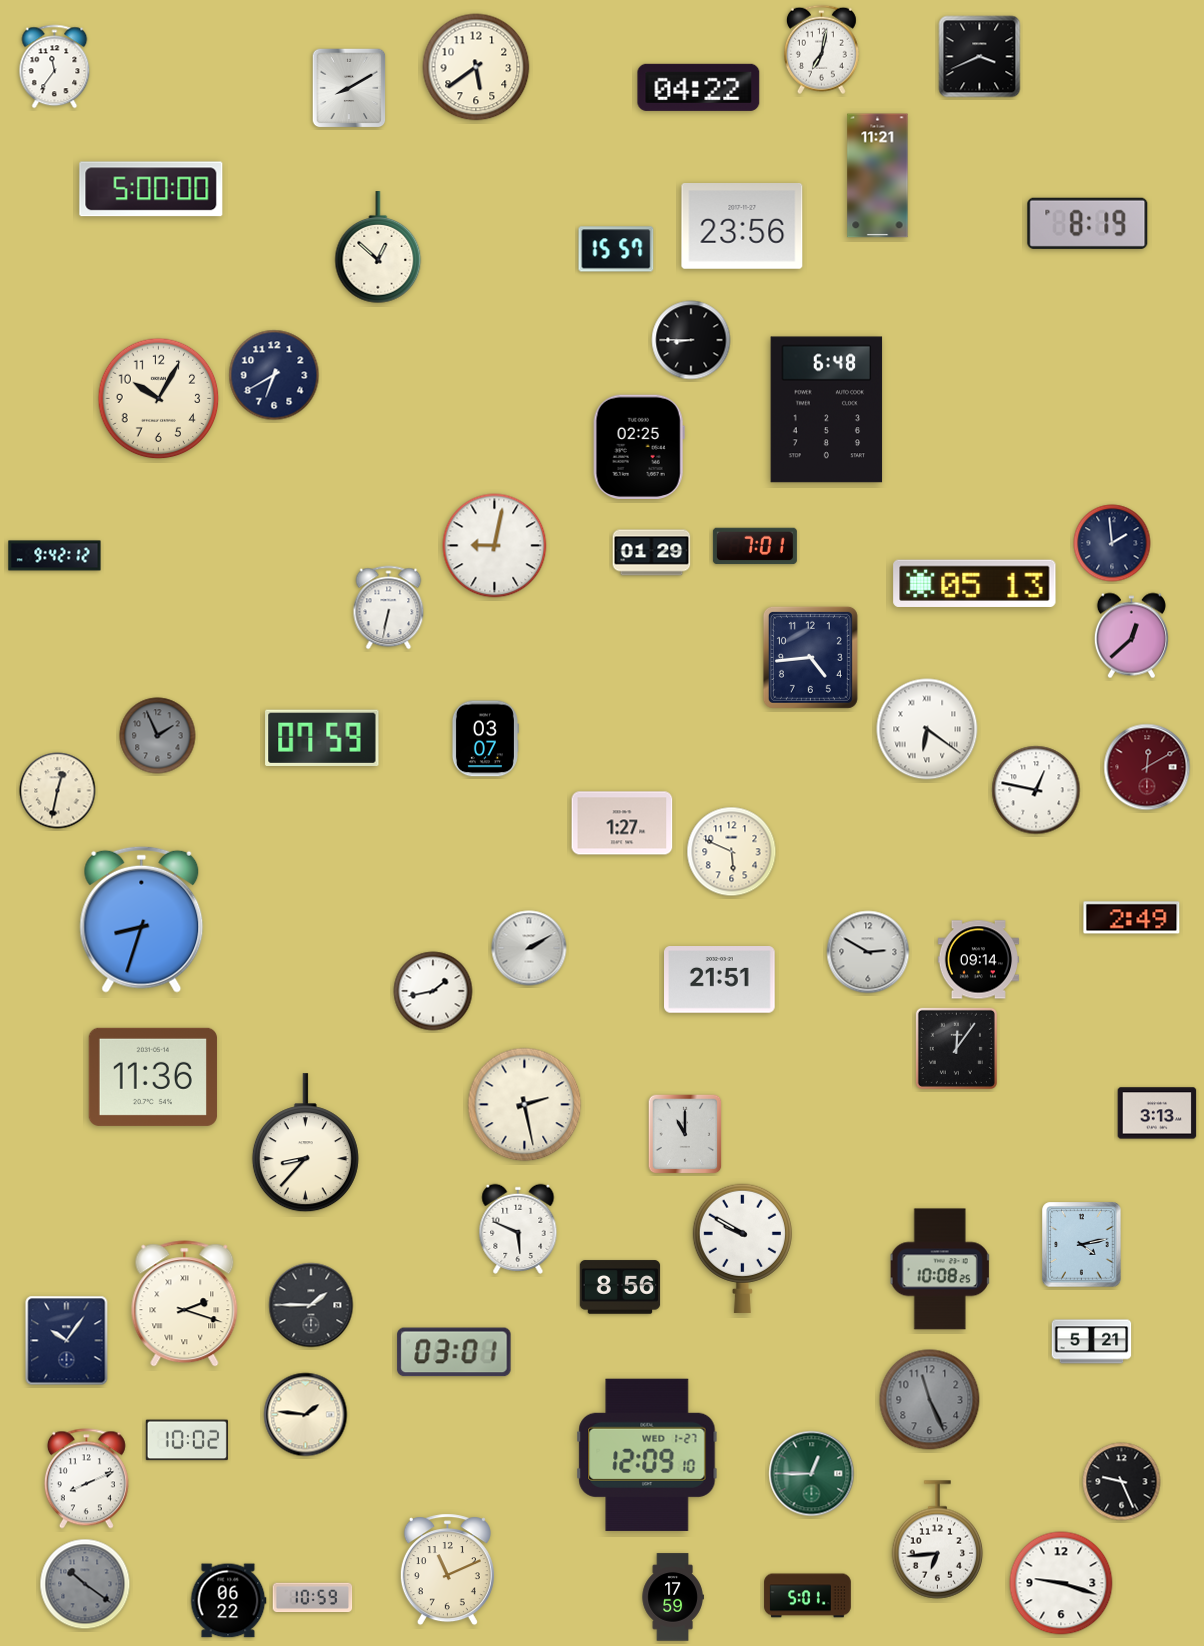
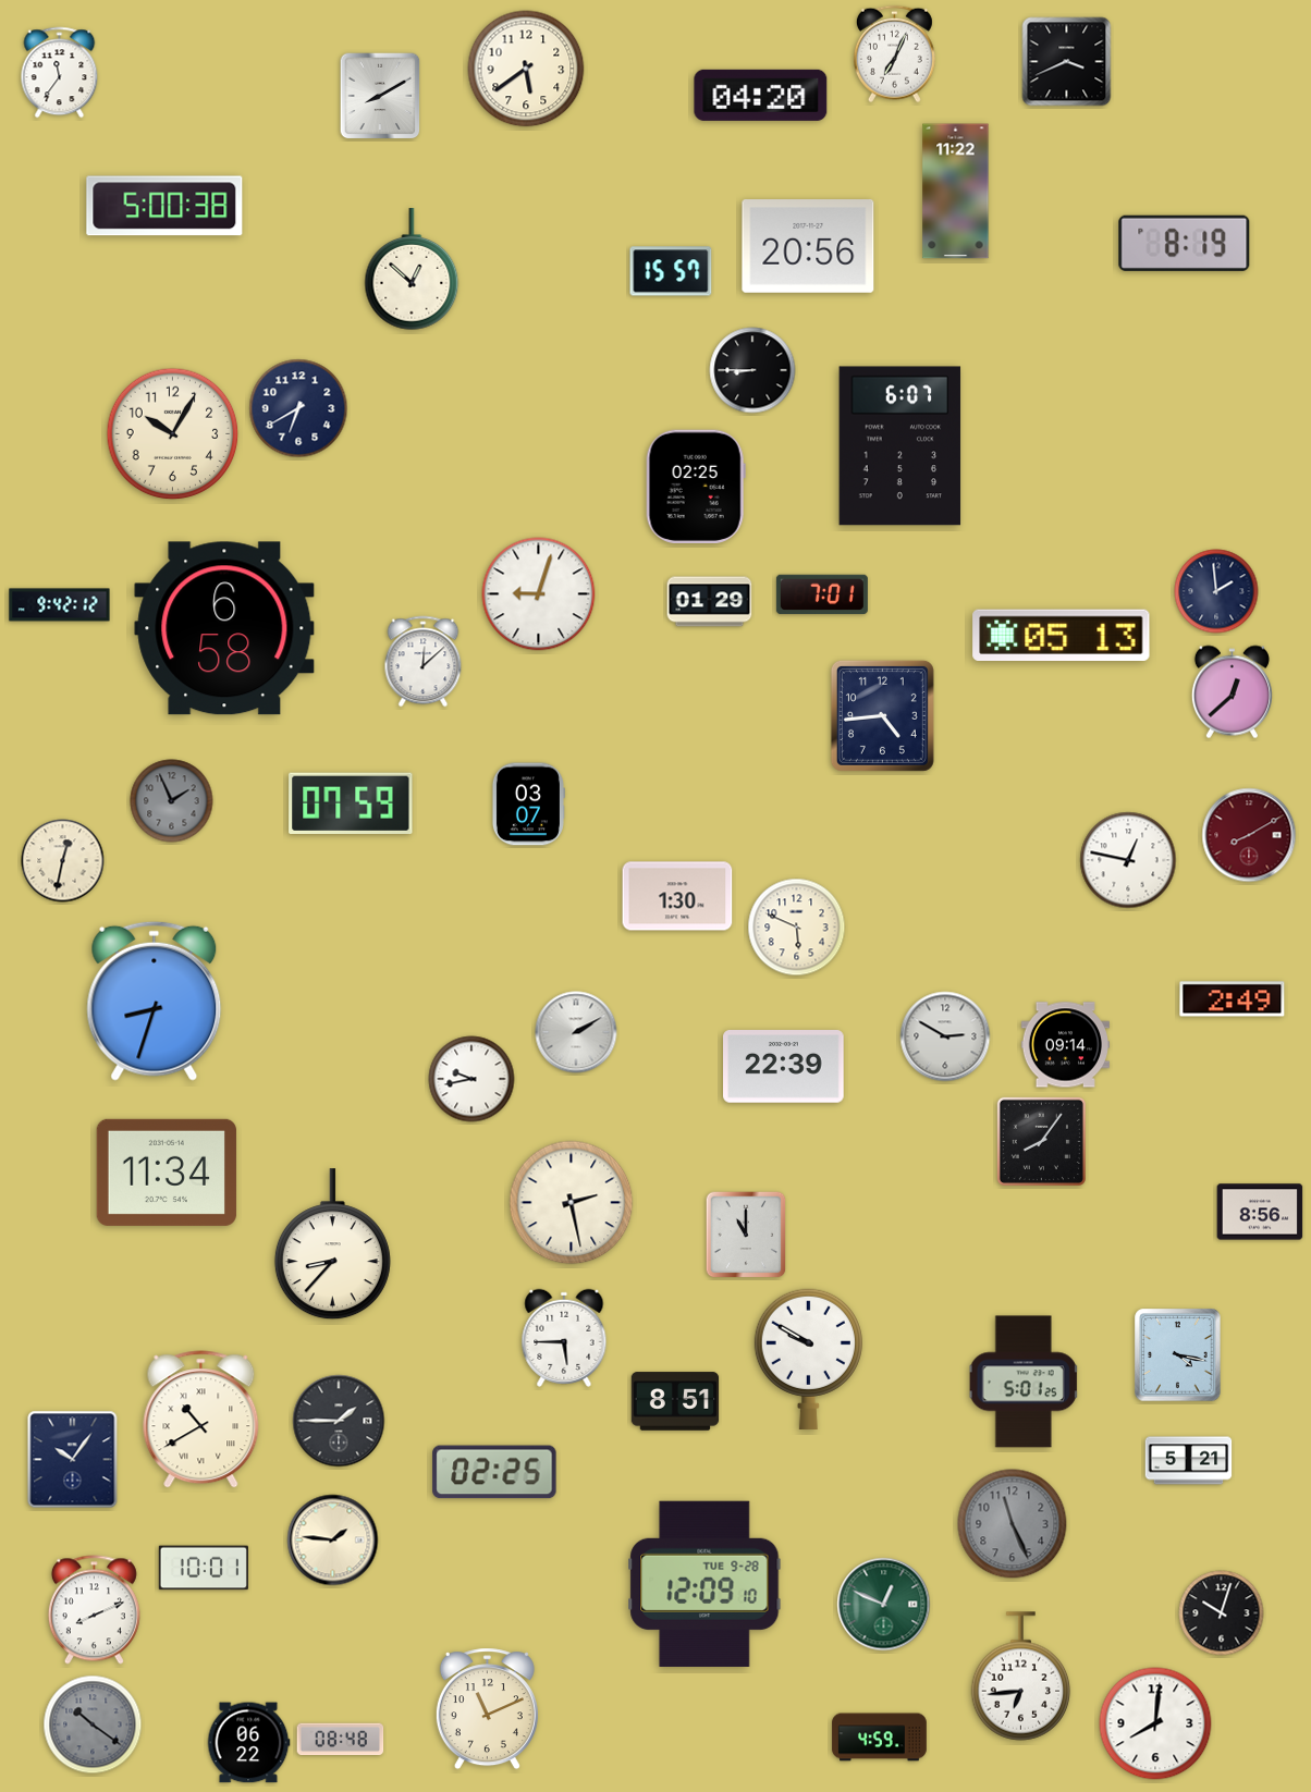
clock at (821, 50): 7:02 -> 7:04
clock at (476, 67) position: (476, 67) -> (526, 69)
clock at (699, 87): 04:22 -> 04:20
clock at (878, 176): 11:21 -> 11:22
clock at (151, 189): 5:00:00 -> 5:00:38
clock at (742, 227): 23:56 -> 20:56
clock at (827, 410): 6:48 -> 6:07
clock at (1112, 543) position: (1112, 543) -> (1216, 591)
clock at (495, 546): 9:02 -> 9:03
clock at (224, 628): none -> 6:58
clock at (389, 608): 6:32 -> 12:08
clock at (927, 729): 6:21 -> none
clock at (1147, 767): 12:10 -> 8:10
clock at (622, 823): 1:27 -> 1:30
clock at (720, 980): 21:51 -> 22:39
clock at (433, 991): 1:43 -> 9:43
clock at (956, 1048): 12:06 -> 8:06
clock at (153, 1077): 11:36 -> 11:34
clock at (1157, 1113): 3:13 -> 8:56
clock at (518, 1229): 5:49 -> 5:45
clock at (1082, 1245): 4:13 -> 4:17
clock at (940, 1269): 10:08 -> 5:01
clock at (620, 1287): 8:56 -> 8:51
clock at (185, 1304): 2:18 -> 10:40
clock at (454, 1352): 03:01 -> 02:25
clock at (187, 1440): 10:02 -> 10:01
clock at (647, 1455) date: WED 1-27 -> TUE 9-28
clock at (812, 1474): 12:45 -> 12:49
clock at (1122, 1482): 9:26 -> 10:03
clock at (1061, 1583): 9:18 -> 8:01
clock at (808, 1596): 5:01 -> 4:59
clock at (673, 1597): 17:59 -> none
clock at (313, 1598): 10:59 -> 08:48
